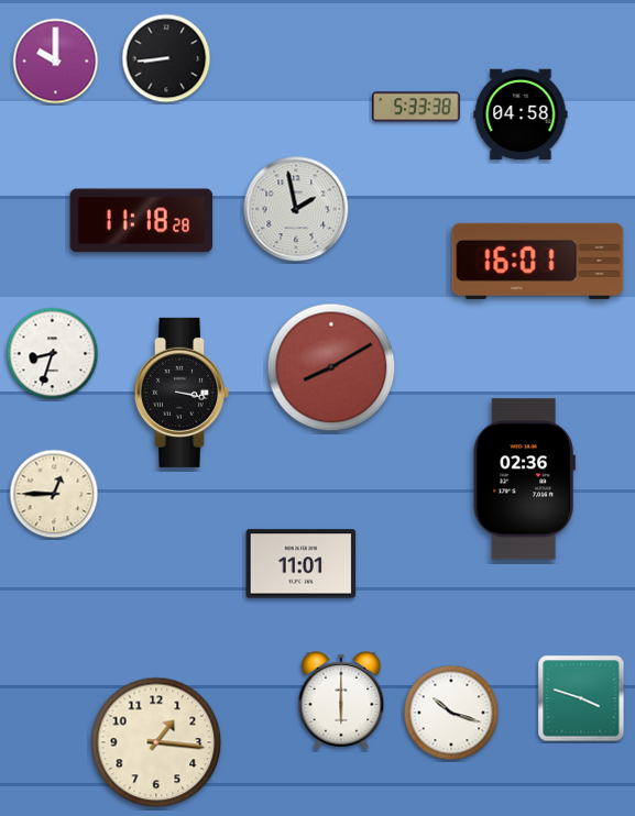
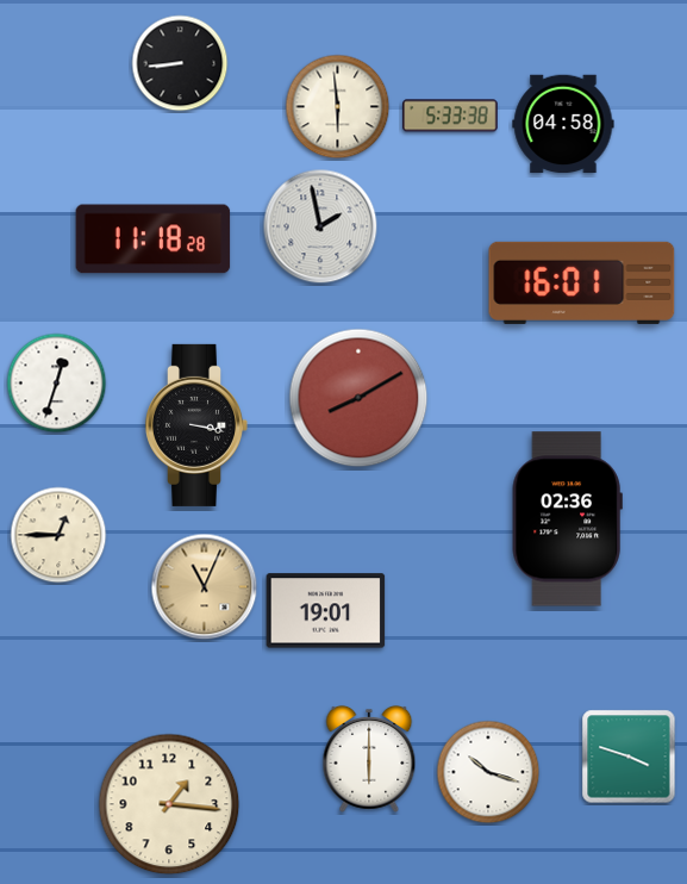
clock at (56, 62): 10:00 -> none
clock at (338, 107): none -> 5:59
clock at (53, 354): 8:33 -> 12:33
clock at (205, 587): none -> 11:04
clock at (302, 564): 11:01 -> 19:01
